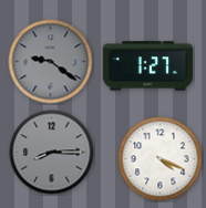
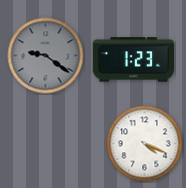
clock at (147, 66): 1:27 -> 1:23
clock at (52, 153): 8:15 -> none
